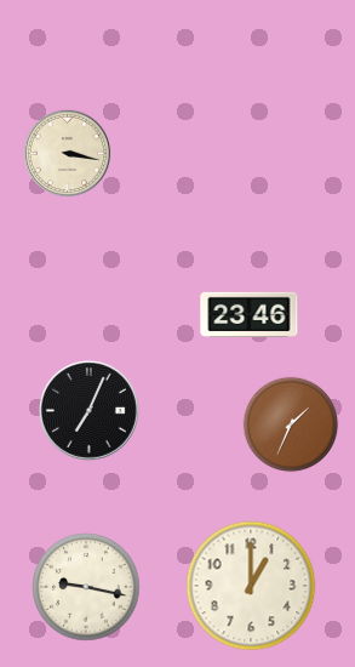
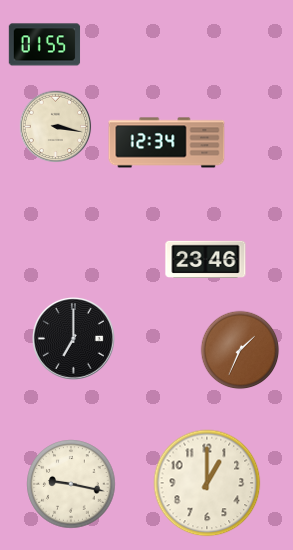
clock at (45, 45): none -> 01:55
clock at (167, 143): none -> 12:34
clock at (90, 411): 7:04 -> 7:00
